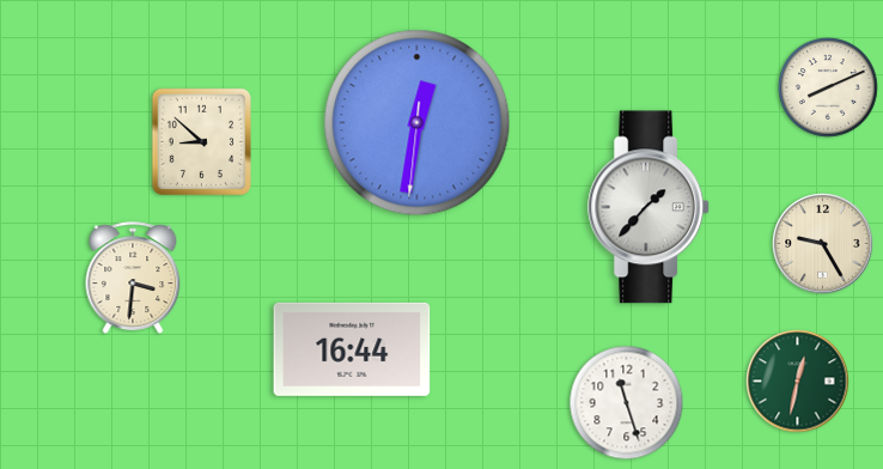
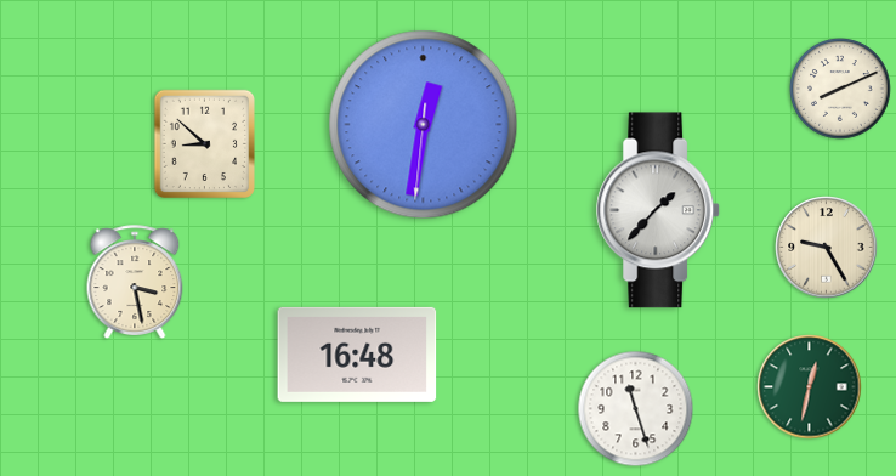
clock at (823, 244) position: (823, 244) -> (827, 248)
clock at (133, 278): 3:31 -> 3:28
clock at (352, 349): 16:44 -> 16:48
